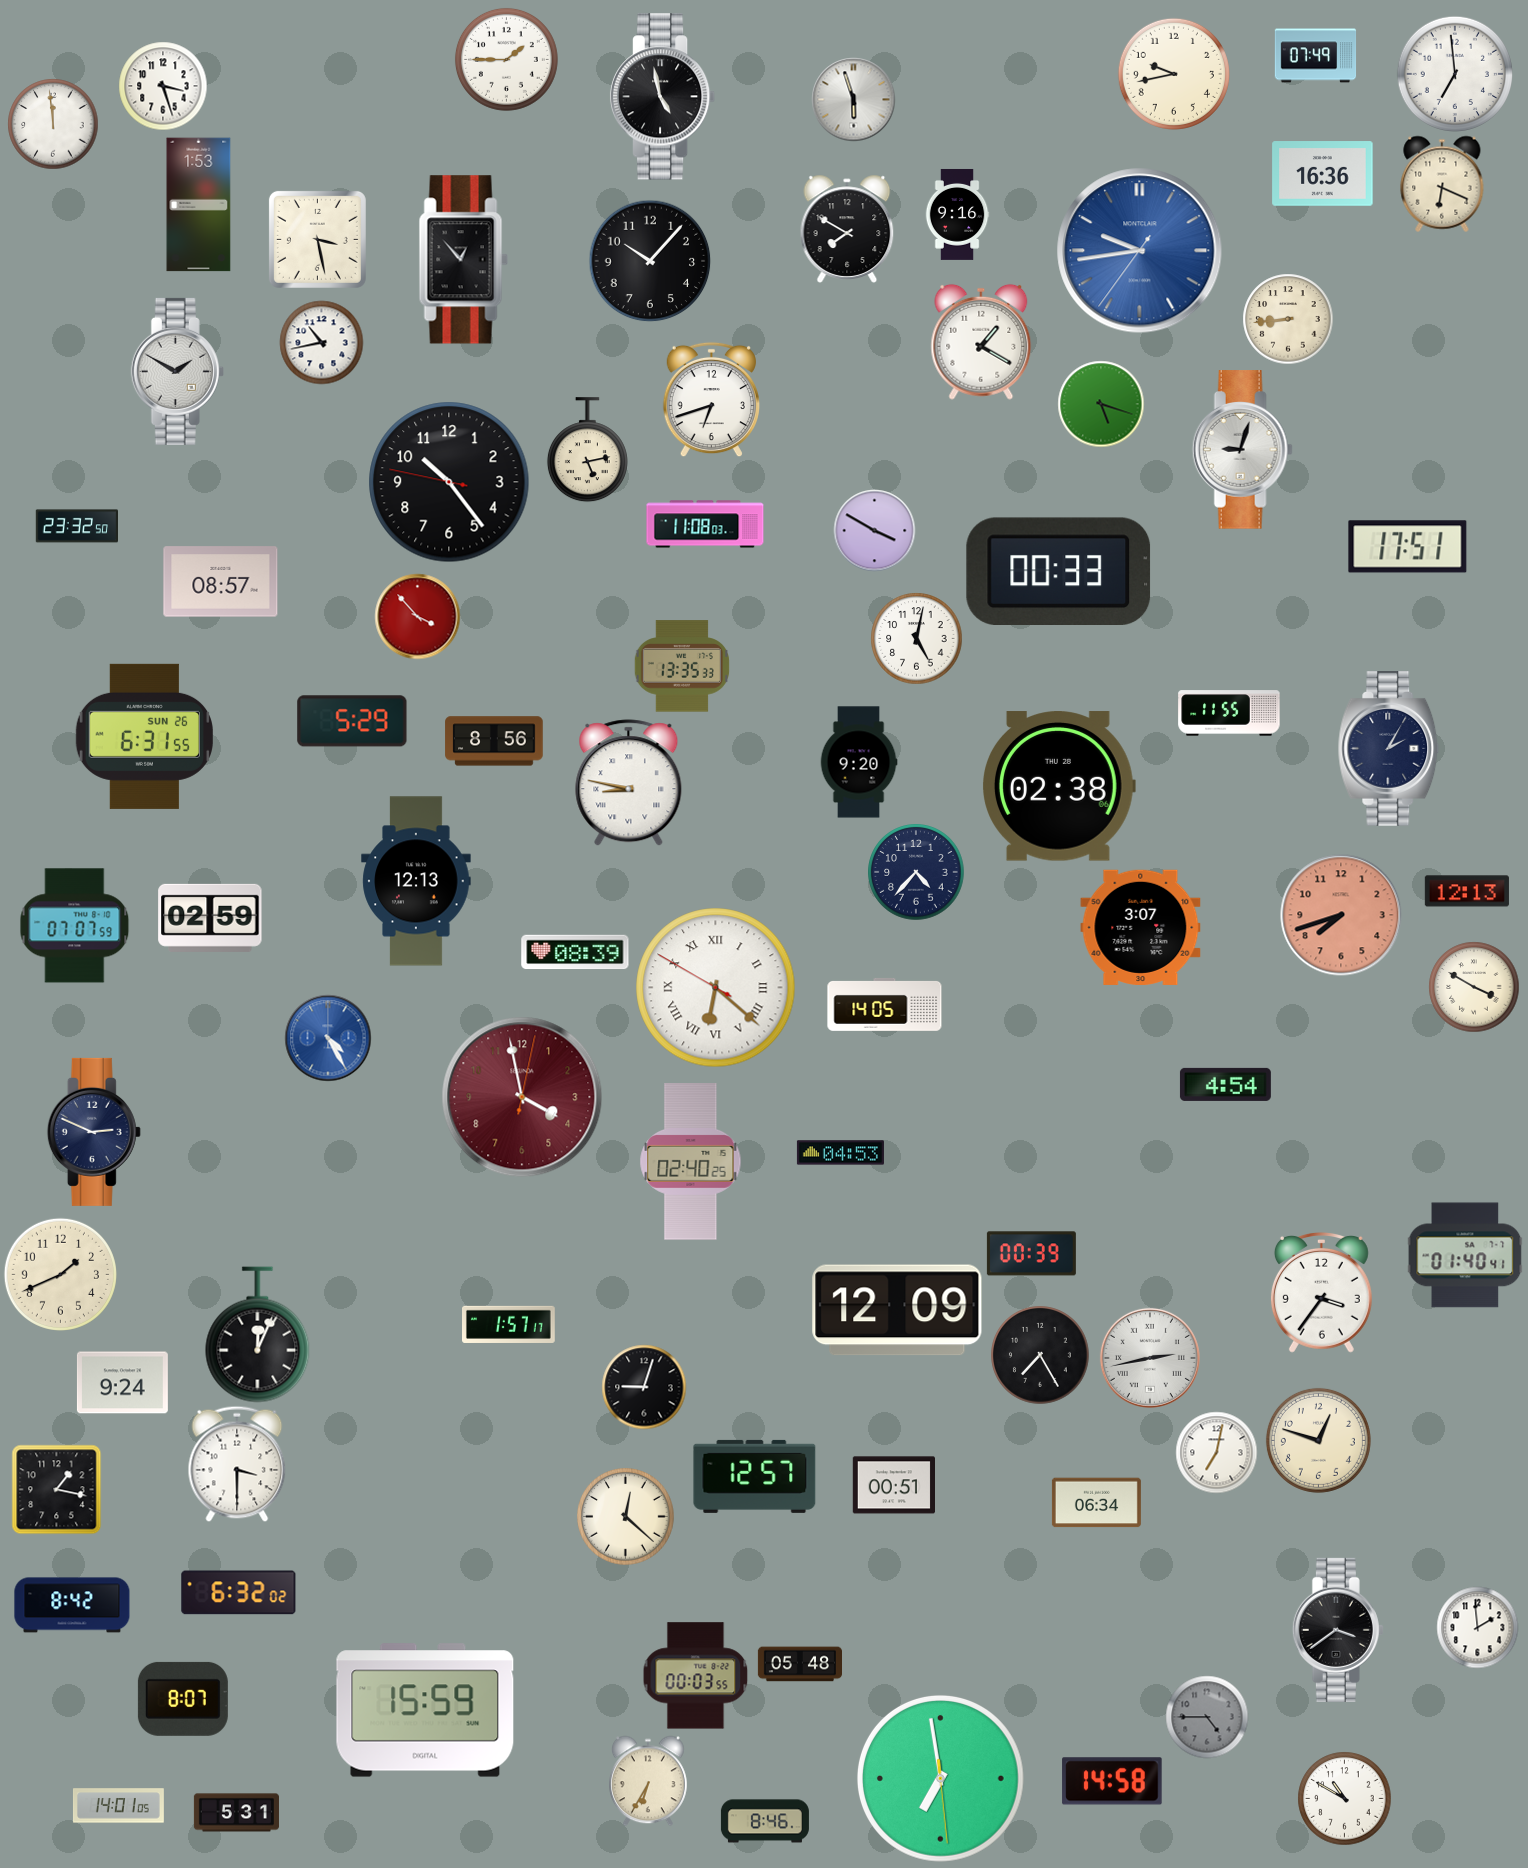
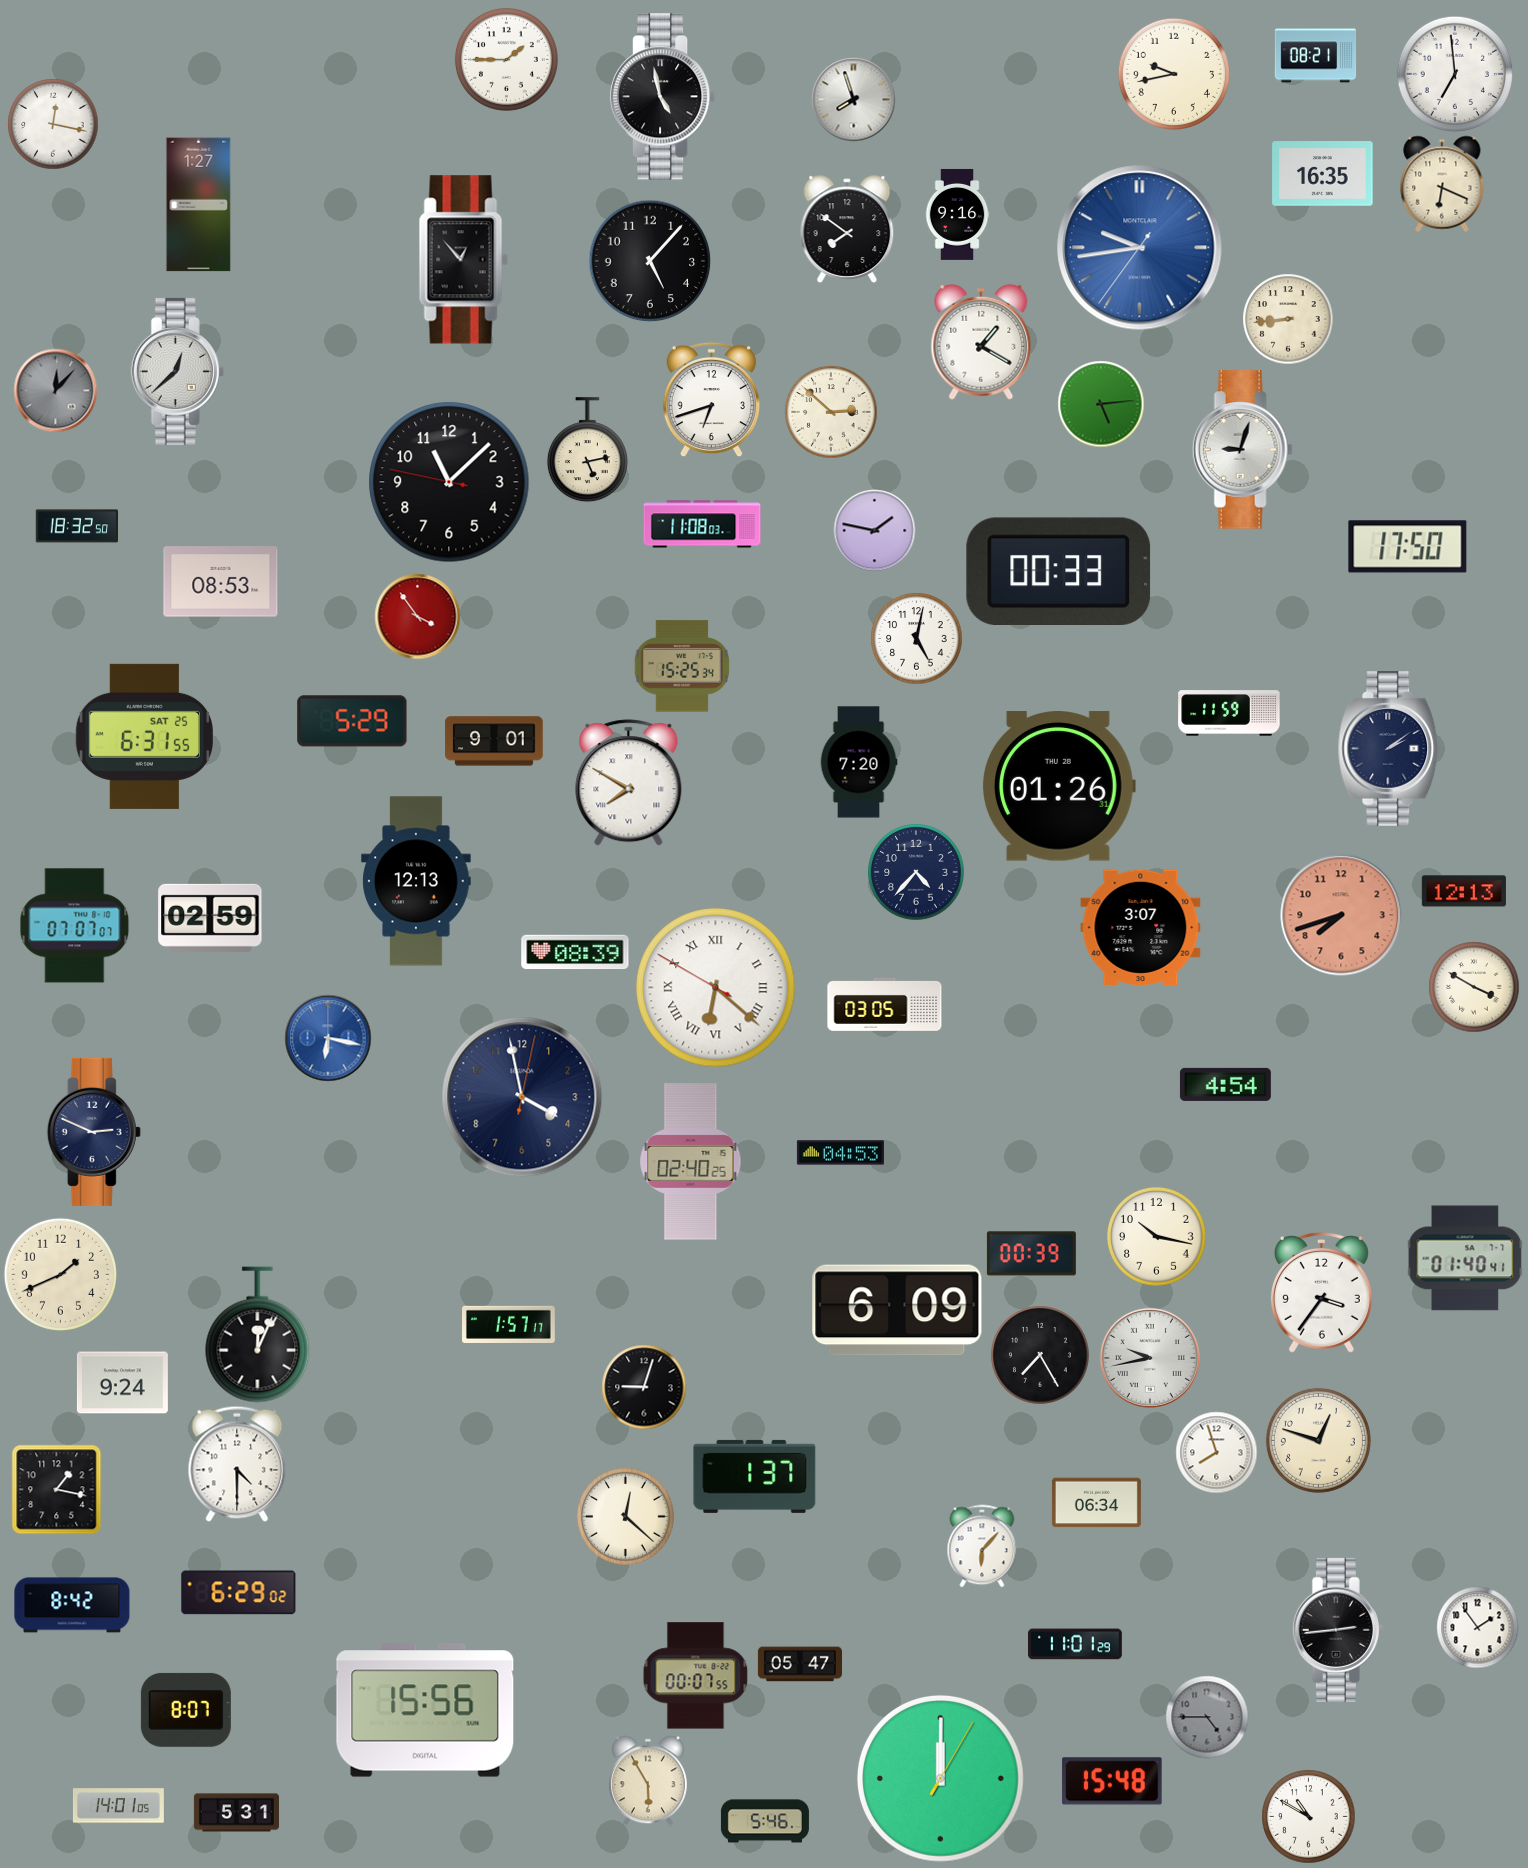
clock at (1315, 56): 07:49 -> 08:21
clock at (163, 86): 3:27 -> none
clock at (853, 99): 5:57 -> 7:57
clock at (53, 124): 11:59 -> 12:17
clock at (1323, 174): 16:36 -> 16:35
clock at (199, 205): 1:53 -> 1:27
clock at (847, 229): 7:50 -> 7:51
clock at (317, 239): 3:28 -> none
clock at (1140, 251) position: (1140, 251) -> (1140, 248)
clock at (650, 261): 10:07 -> 5:07
clock at (321, 342): 10:43 -> none
clock at (177, 371): 1:50 -> 12:38
clock at (55, 390): none -> 12:07
clock at (1101, 404): 5:18 -> 5:14
clock at (831, 412): none -> 2:52
clock at (449, 482): 10:23 -> 11:07
clock at (705, 524) position: (705, 524) -> (702, 524)
clock at (76, 526): 23:32 -> 18:32
clock at (874, 530): 3:50 -> 1:47
clock at (1408, 547): 17:51 -> 17:50
clock at (221, 582): 08:57 -> 08:53
clock at (417, 616): 3:53 -> 3:54
clock at (682, 666): 13:35 -> 15:25
clock at (1229, 713): 11:55 -> 11:59
clock at (144, 736) date: SUN 26 -> SAT 25
clock at (494, 741): 8:56 -> 9:01
clock at (1389, 749): 2:05 -> 2:09
clock at (859, 762): 9:20 -> 7:20
clock at (629, 783): 8:47 -> 7:50
clock at (1059, 786): 02:38 -> 01:26
clock at (1467, 891) position: (1467, 891) -> (1464, 891)
clock at (75, 926): 07:07:59 -> 07:07:07
clock at (885, 1005): 14:05 -> 03:05
clock at (328, 1038): 4:25 -> 6:17
clock at (522, 1097) dial: burgundy -> navy
clock at (1157, 1237): none -> 10:17
clock at (1465, 1255) position: (1465, 1255) -> (1465, 1258)
clock at (897, 1310): 12:09 -> 6:09
clock at (1150, 1358): 2:43 -> 9:43
clock at (1216, 1452): 7:02 -> 7:57
clock at (237, 1464): 3:30 -> 4:30
clock at (755, 1476): 12:57 -> 1:37
clock at (893, 1485): 00:51 -> none
clock at (982, 1546): none -> 6:07
clock at (239, 1593): 6:32 -> 6:29
clock at (1477, 1627): 1:59 -> 1:54
clock at (1338, 1630): 3:39 -> 2:44
clock at (1076, 1644): none -> 11:01
clock at (799, 1664): 05:48 -> 05:47
clock at (696, 1676): 00:03 -> 00:07
clock at (183, 1699) position: (183, 1699) -> (186, 1710)
clock at (425, 1710): 15:59 -> 15:56
clock at (940, 1778): 6:58 -> 12:00
clock at (648, 1781): 6:35 -> 5:55
clock at (1112, 1781): 14:58 -> 15:48
clock at (1344, 1798) position: (1344, 1798) -> (1308, 1816)
clock at (765, 1821): 8:46 -> 5:46
